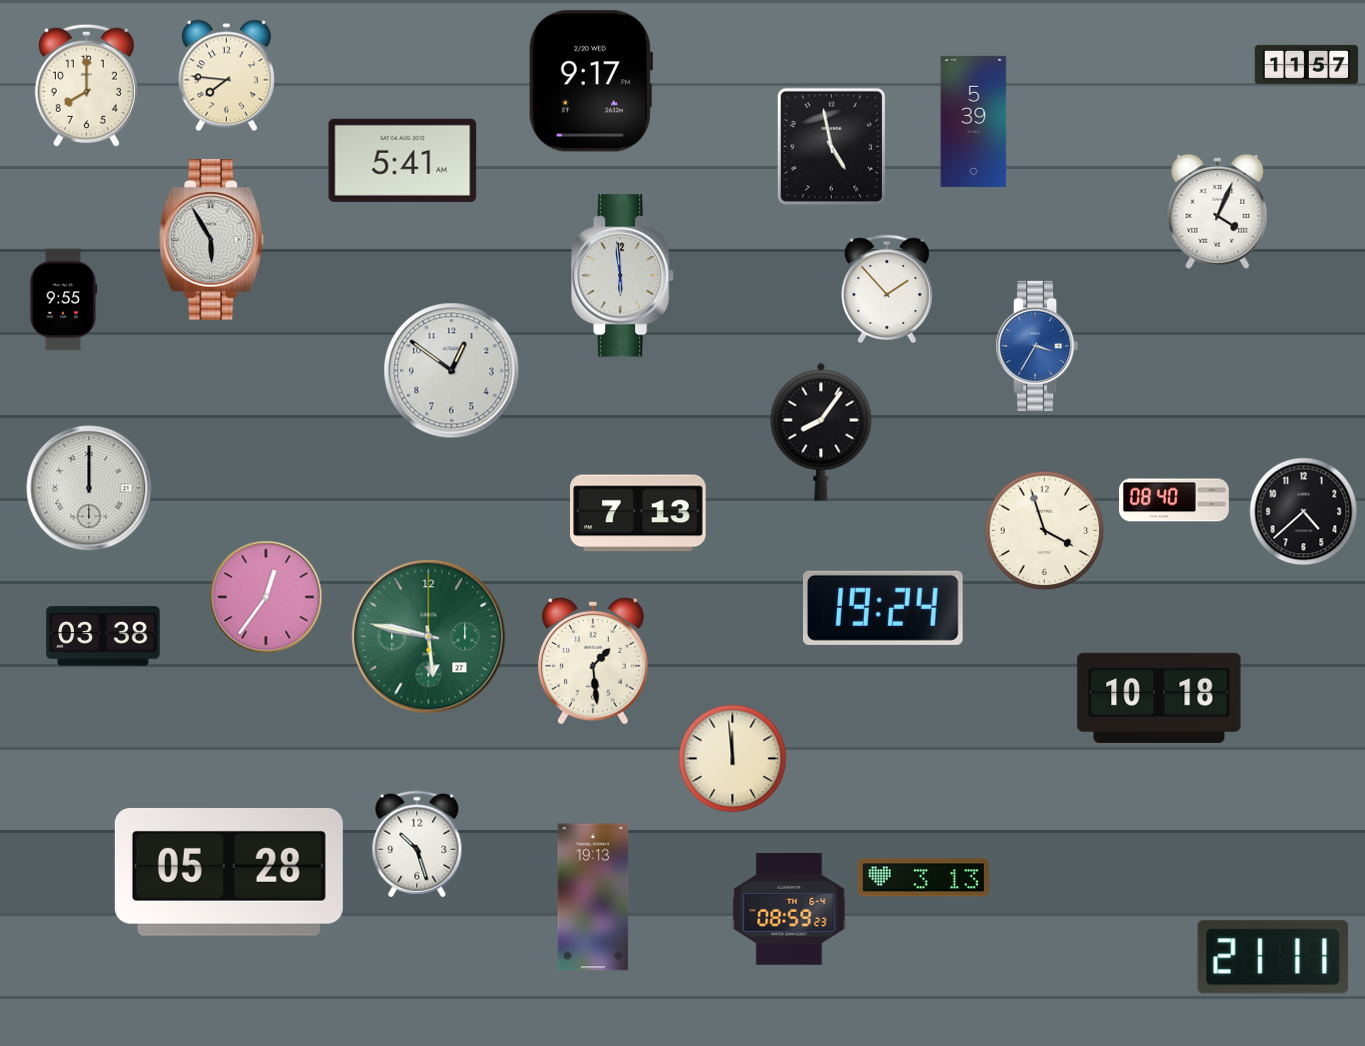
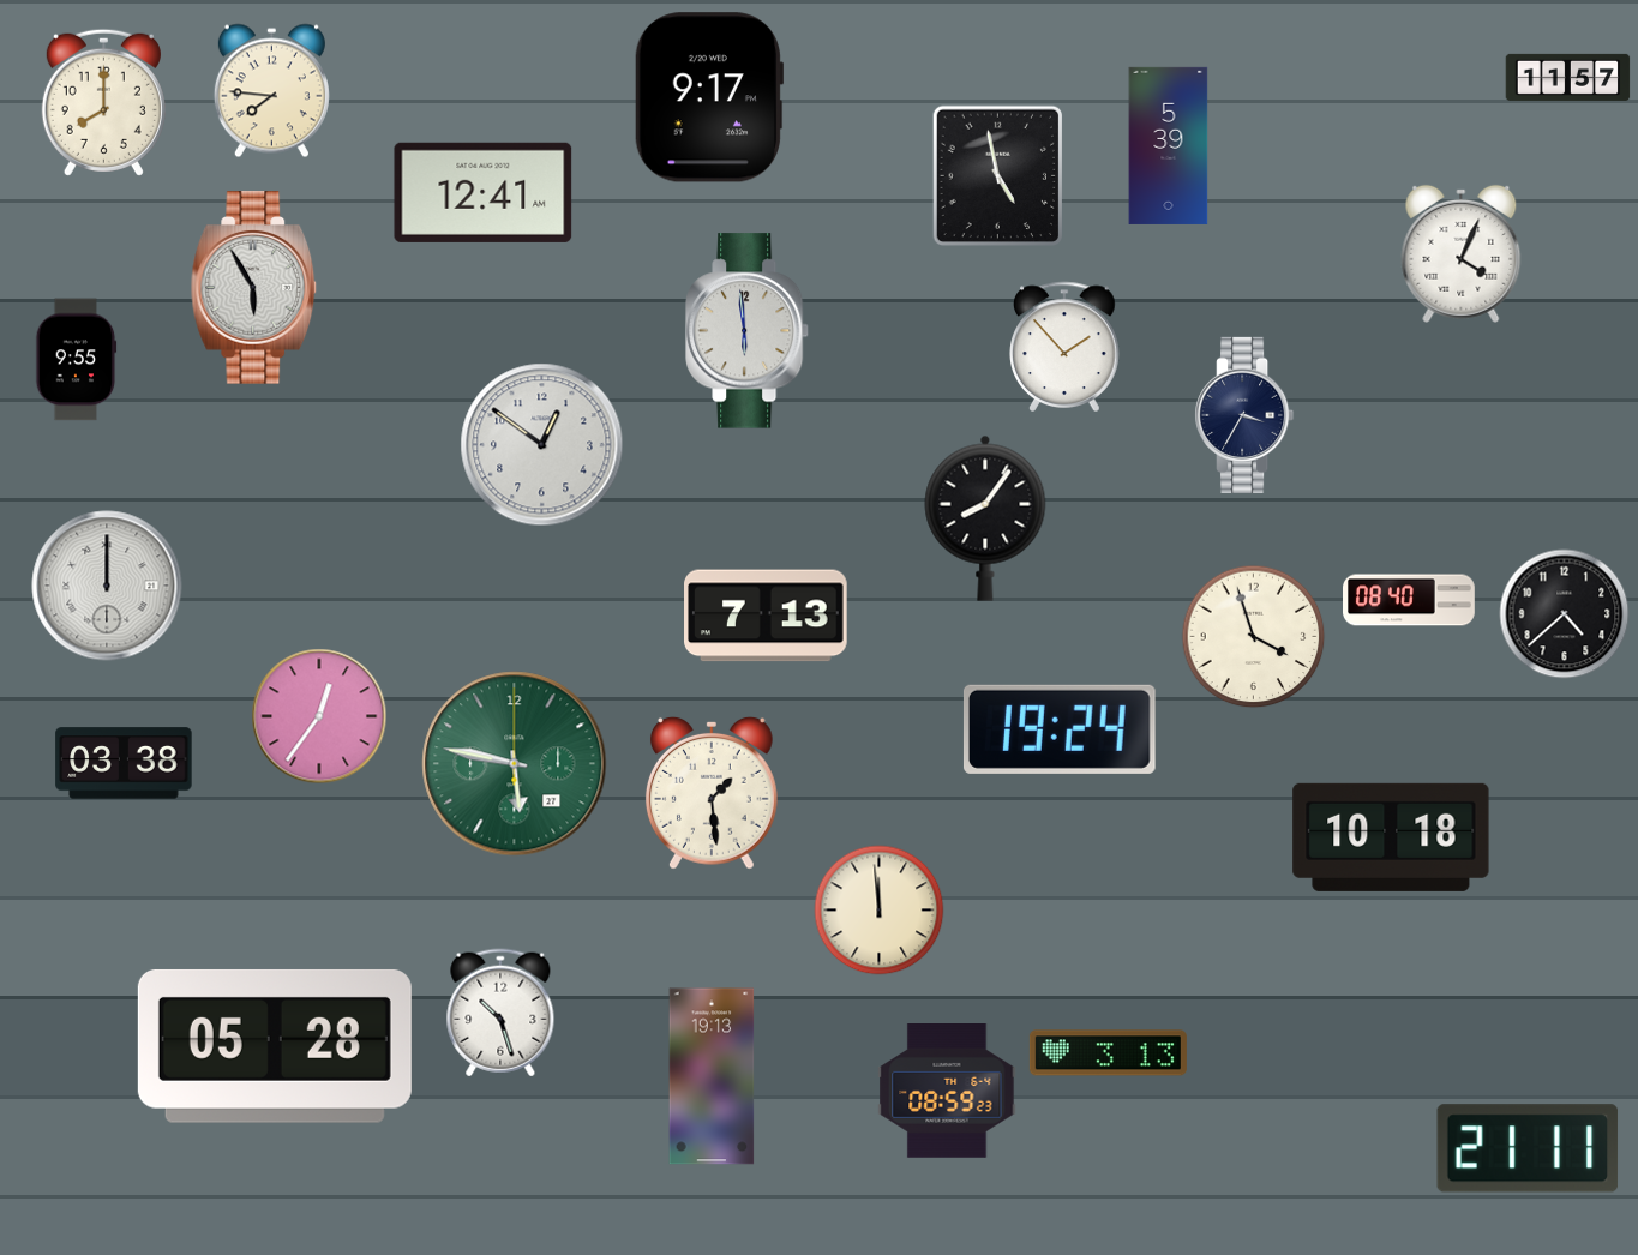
clock at (403, 160): 5:41 -> 12:41
clock at (1037, 346) dial: blue -> navy
